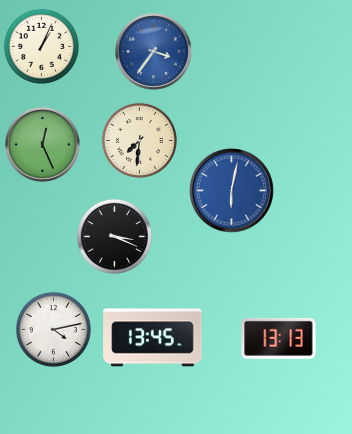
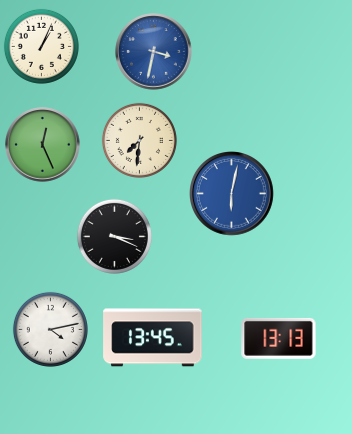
clock at (154, 52): 3:36 -> 3:32
clock at (232, 191) position: (232, 191) -> (232, 194)
clock at (53, 329) position: (53, 329) -> (50, 329)
